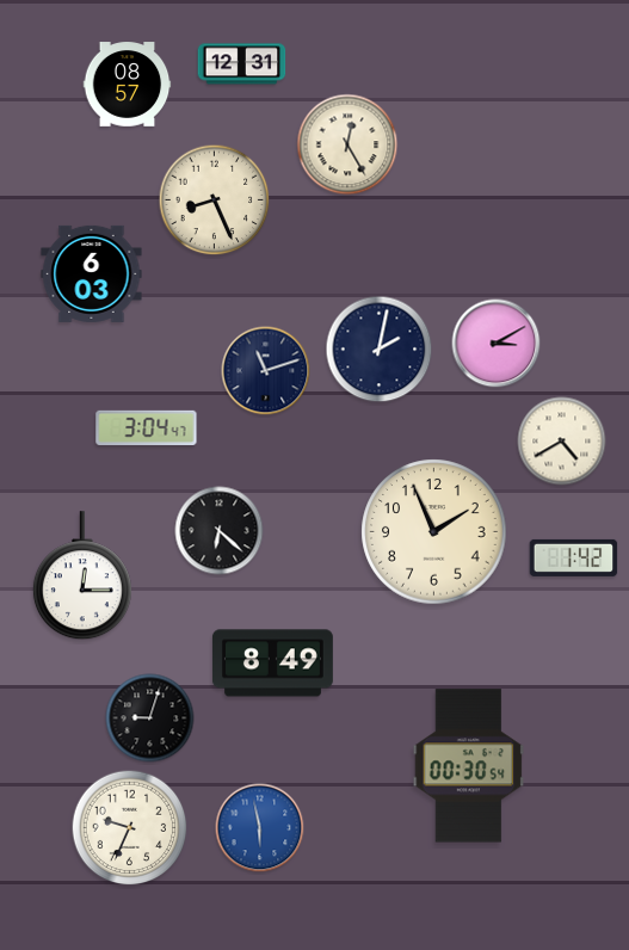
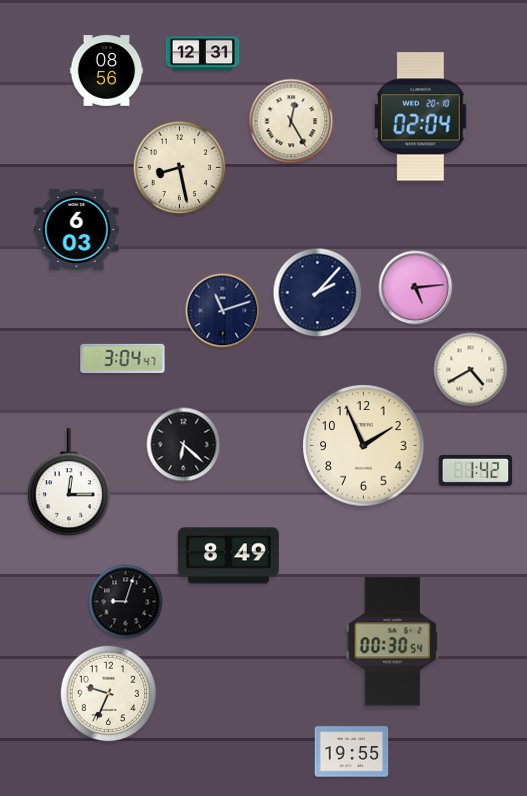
clock at (128, 85): 08:57 -> 08:56
clock at (421, 117): none -> 02:04
clock at (215, 201): 8:26 -> 8:28
clock at (497, 344): 3:10 -> 5:14
clock at (380, 350): 2:02 -> 2:07
clock at (574, 557) position: (574, 557) -> (476, 470)
clock at (260, 828): 5:58 -> none
clock at (352, 752): none -> 19:55
